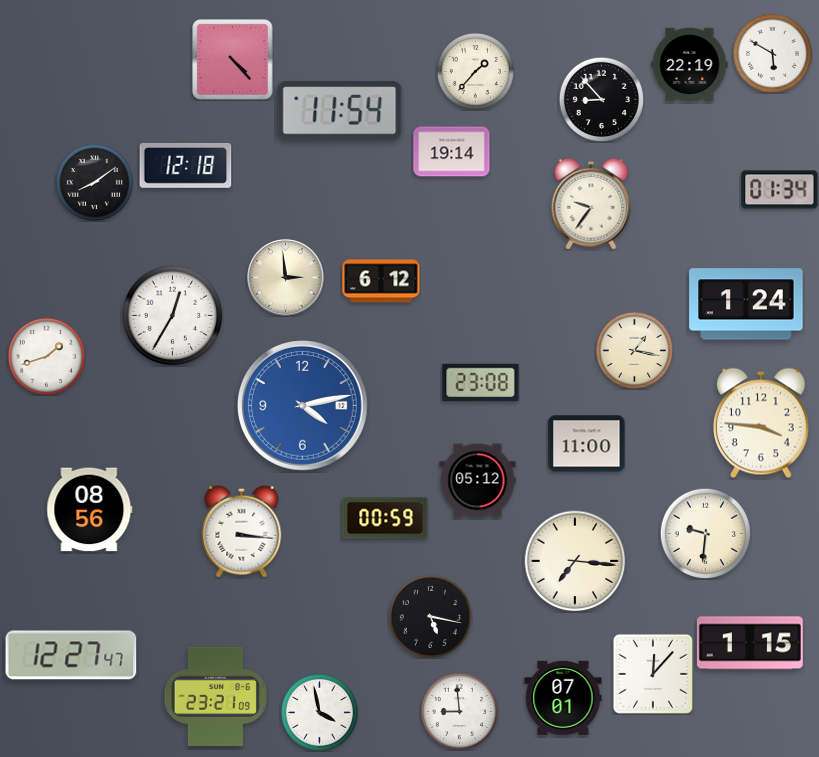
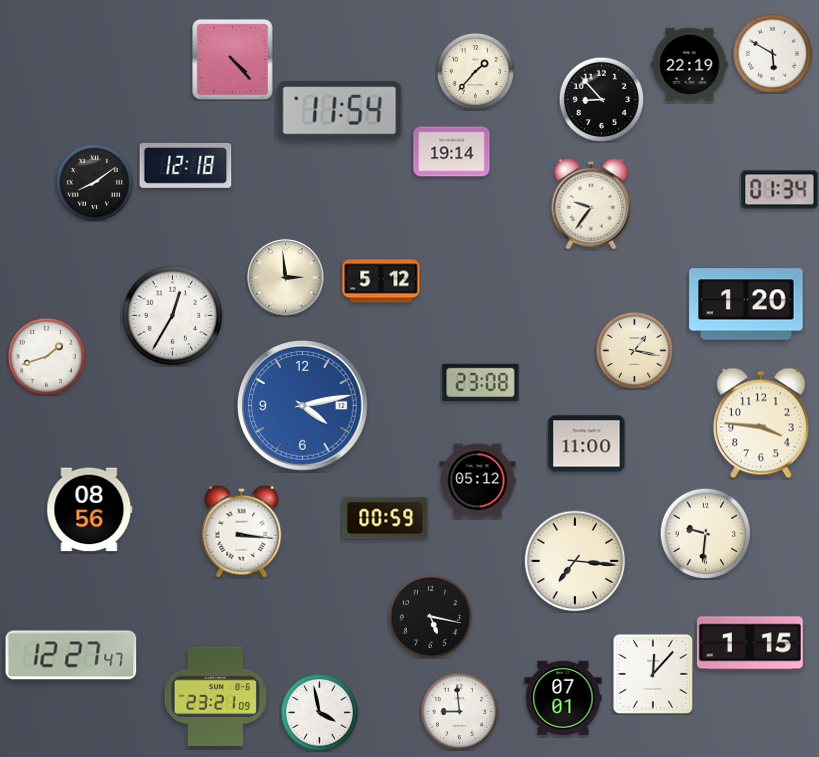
clock at (381, 281): 6:12 -> 5:12
clock at (746, 304): 1:24 -> 1:20
